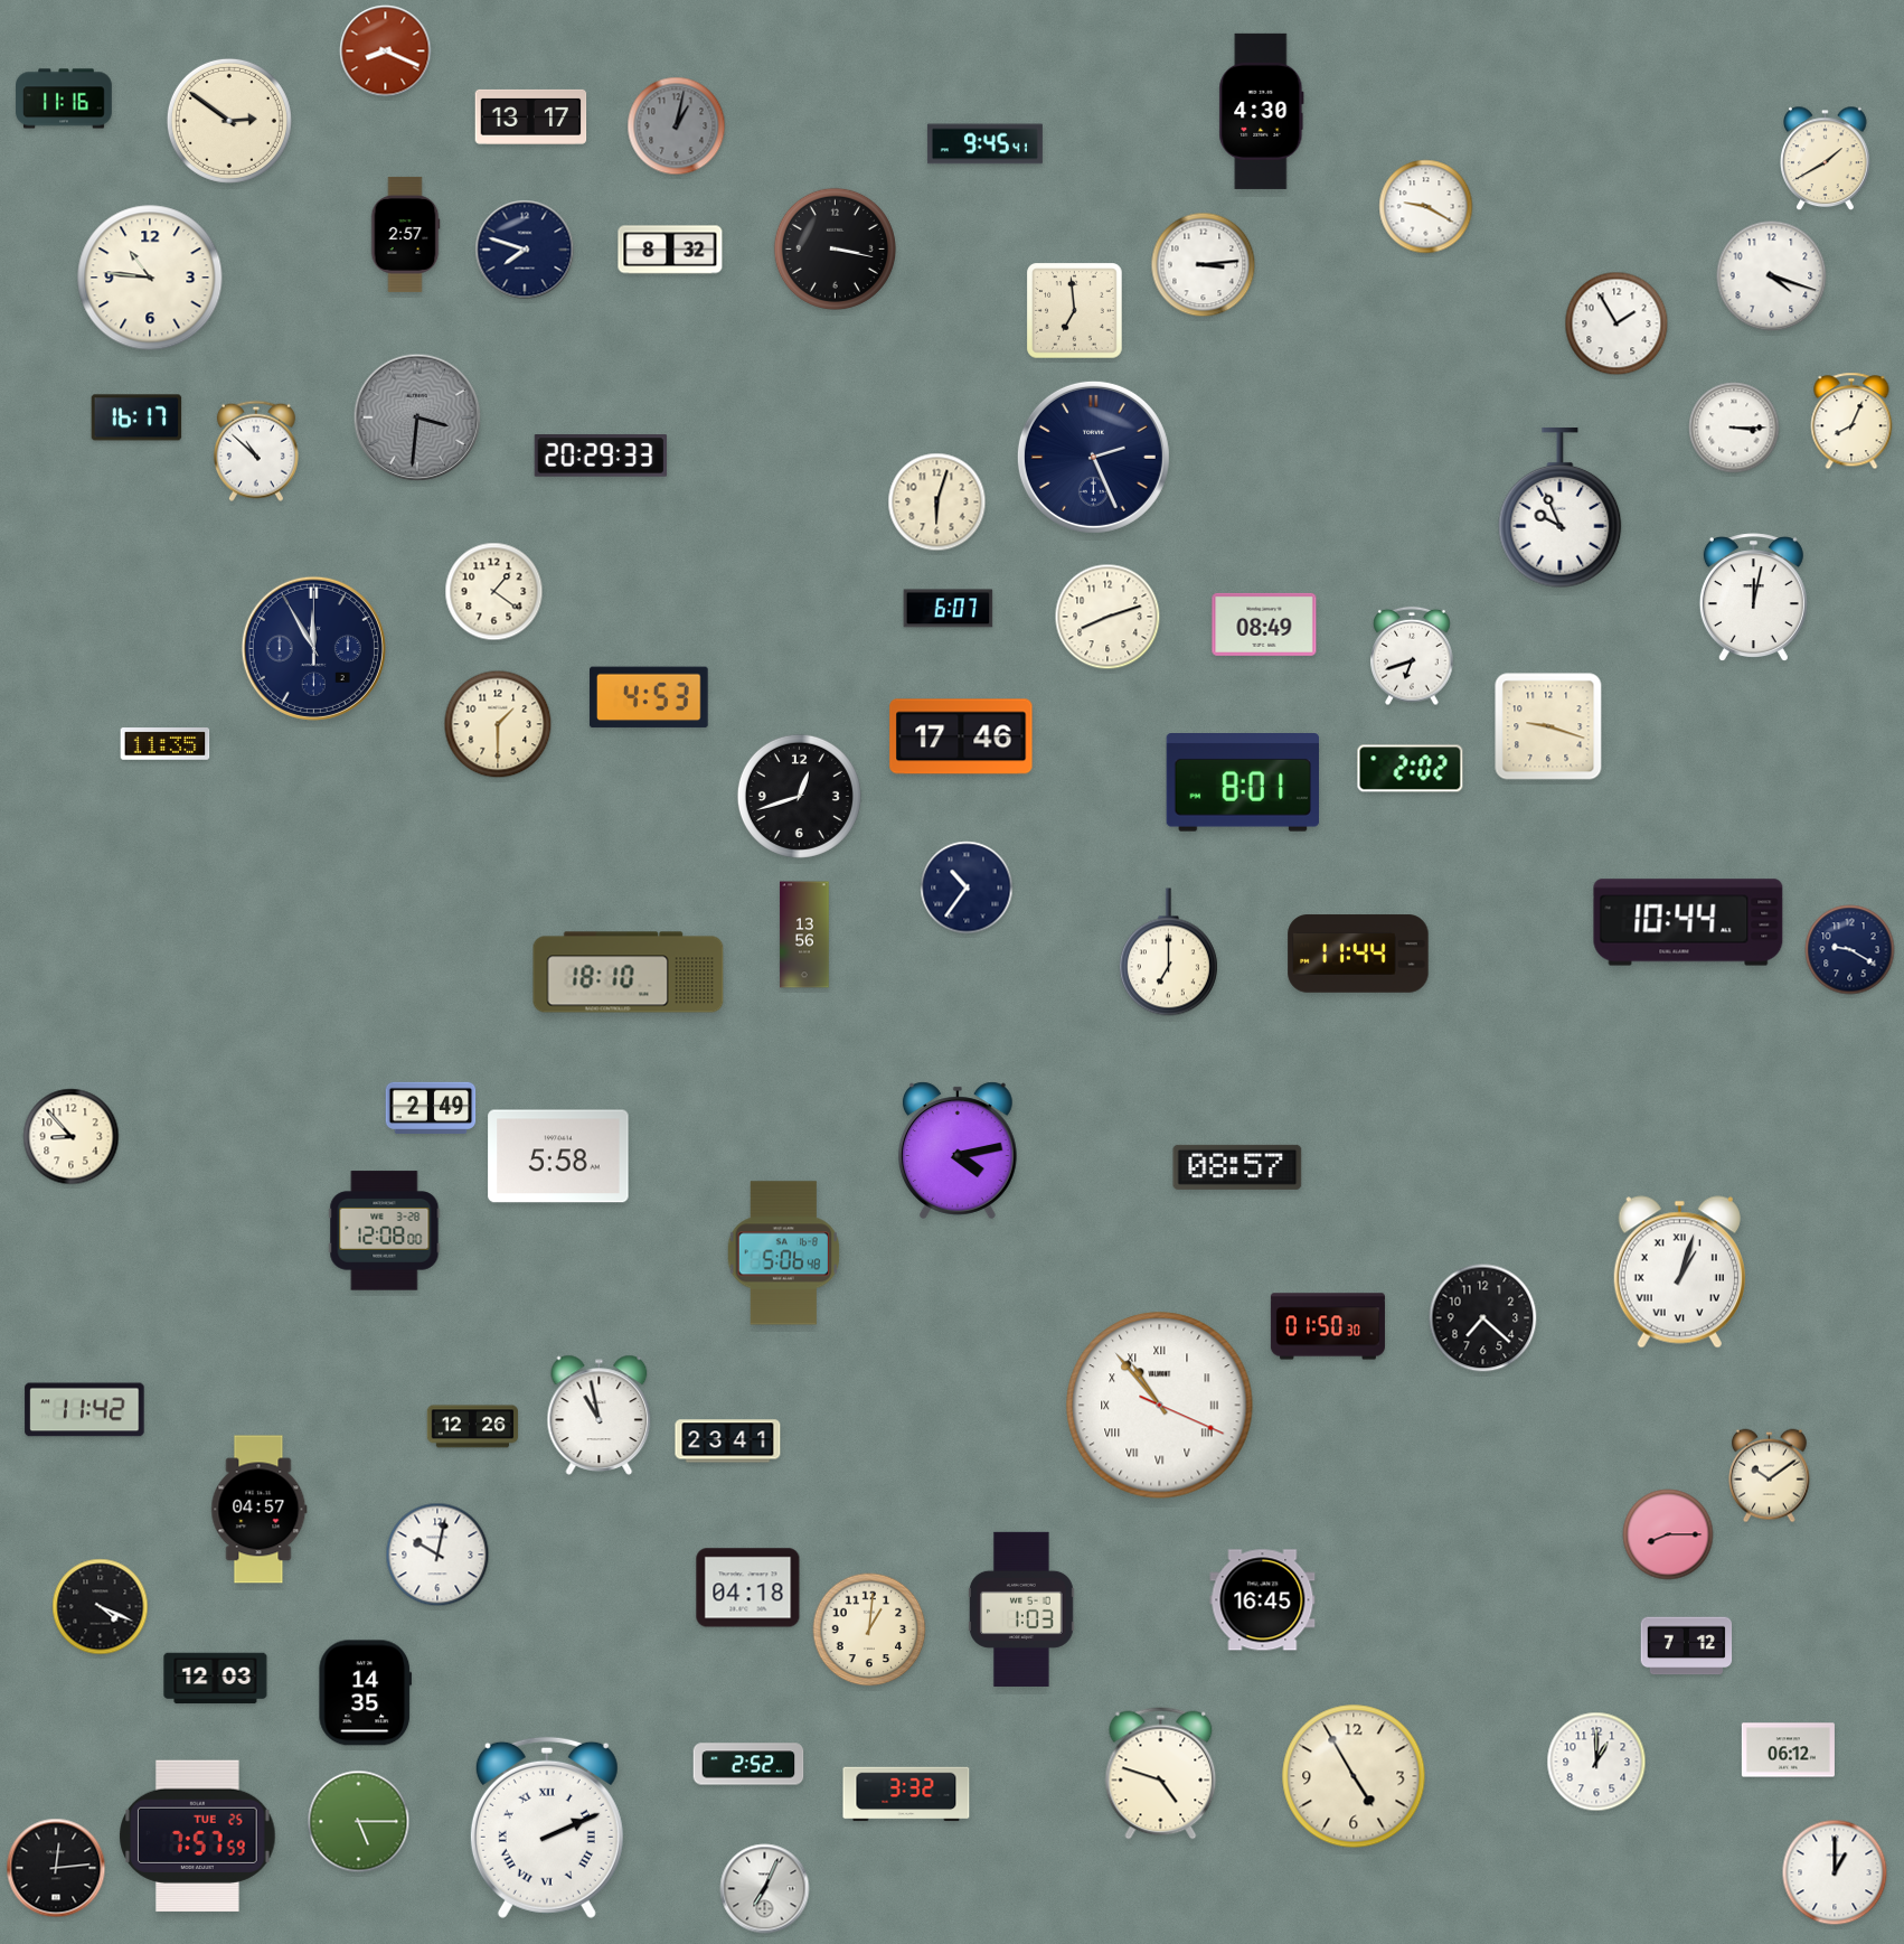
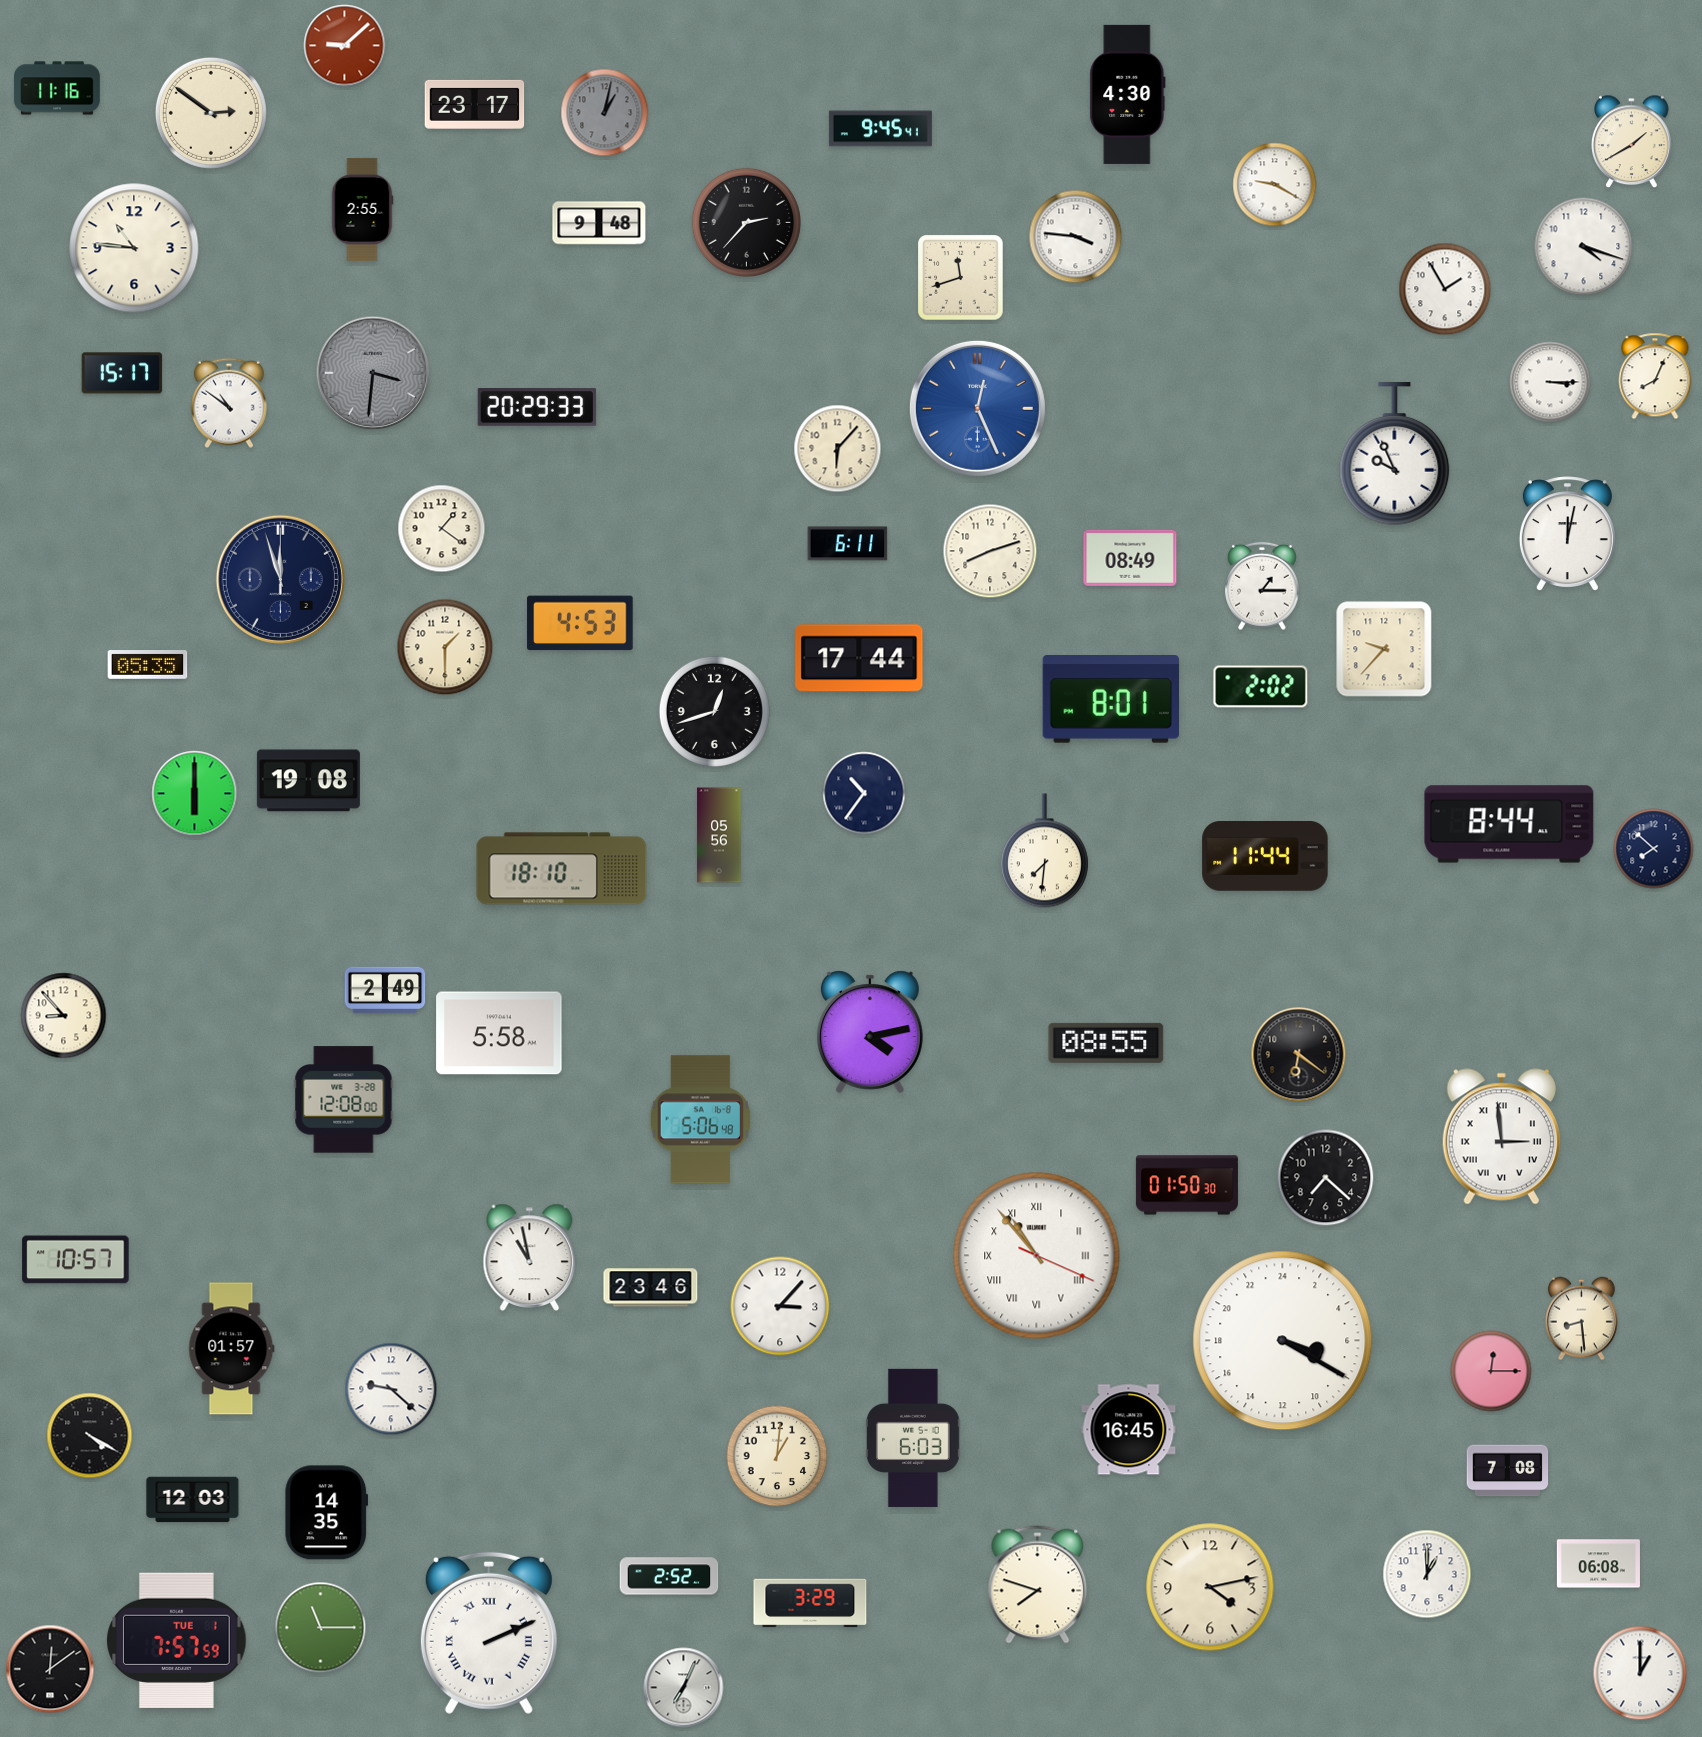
clock at (386, 51): 8:19 -> 9:08
clock at (1262, 111) position: (1262, 111) -> (1128, 94)
clock at (531, 116): 13:17 -> 23:17
clock at (229, 121) position: (229, 121) -> (211, 113)
clock at (405, 234): 2:57 -> 2:55
clock at (835, 248): 3:17 -> 2:37
clock at (525, 250): 7:48 -> none
clock at (670, 250): 8:32 -> 9:48
clock at (1204, 265): 3:14 -> 3:46
clock at (1075, 311): 6:59 -> 11:42
clock at (136, 417): 16:17 -> 15:17
clock at (256, 451): 10:52 -> 10:51
clock at (1093, 457): 2:26 -> 12:26
clock at (1093, 457) dial: navy -> blue
clock at (937, 503): 6:03 -> 6:07
clock at (949, 609): 6:07 -> 6:11
clock at (313, 648): 11:55 -> 11:57
clock at (1412, 656): 6:42 -> 1:15
clock at (1548, 726): 9:18 -> 9:37
clock at (961, 736): 17:46 -> 17:44
clock at (166, 744): 11:35 -> 05:35
clock at (308, 781): none -> 19:08
clock at (195, 794): none -> 6:00
clock at (1688, 922): 10:44 -> 8:44
clock at (804, 935): 13:56 -> 05:56
clock at (1850, 950): 9:20 -> 7:52
clock at (1168, 952): 7:00 -> 7:31
clock at (1358, 954) position: (1358, 954) -> (1265, 856)
clock at (958, 1151) position: (958, 1151) -> (870, 1032)
clock at (1237, 1167): 08:57 -> 08:55
clock at (1299, 1055): none -> 6:21
clock at (1679, 1272): 1:03 -> 2:59
clock at (85, 1410): 11:42 -> 10:57
clock at (600, 1415) position: (600, 1415) -> (530, 1257)
clock at (473, 1427): 12:26 -> none
clock at (728, 1441): 23:41 -> 23:46
clock at (780, 1306): none -> 3:07
clock at (1769, 1476): 10:09 -> 8:29
clock at (1283, 1341): none -> 7:20
clock at (260, 1510): 04:57 -> 01:57
clock at (1668, 1534): 8:15 -> 12:15
clock at (437, 1555): 10:02 -> 9:22
clock at (748, 1588): 04:18 -> none
clock at (101, 1607): 4:19 -> 4:20
clock at (1021, 1609): 1:03 -> 6:03
clock at (1687, 1646): 7:12 -> 7:08
clock at (1788, 1750): 06:12 -> 06:08
clock at (1161, 1774): 4:48 -> 7:48
clock at (1354, 1776): 4:55 -> 4:13
clock at (906, 1794): 3:32 -> 3:29
clock at (359, 1822): 5:15 -> 11:15
clock at (198, 1835) date: TUE 25 -> TUE 1
clock at (56, 1868): 12:14 -> 12:09
